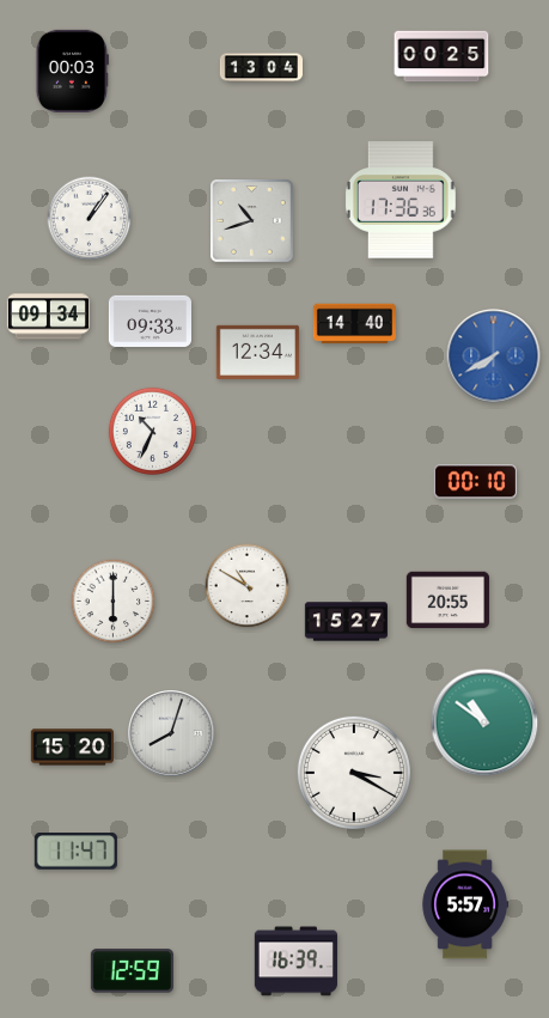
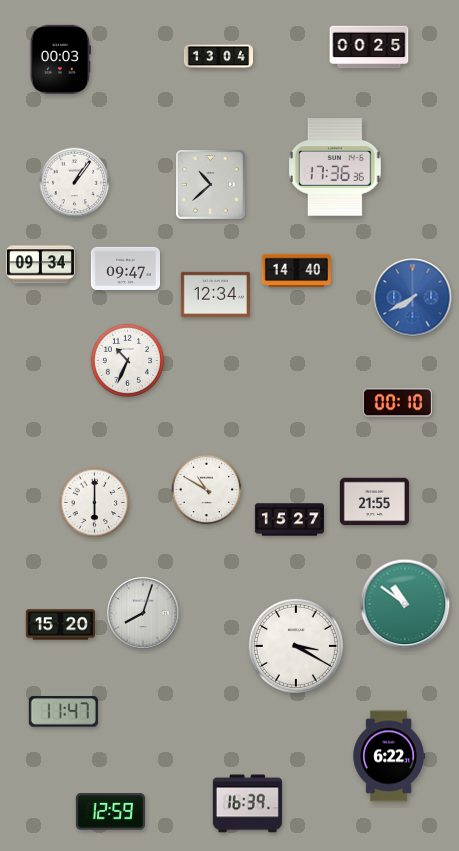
clock at (252, 221): 10:42 -> 10:38
clock at (150, 321): 09:33 -> 09:47
clock at (447, 601): 20:55 -> 21:55
clock at (464, 904): 5:57 -> 6:22
